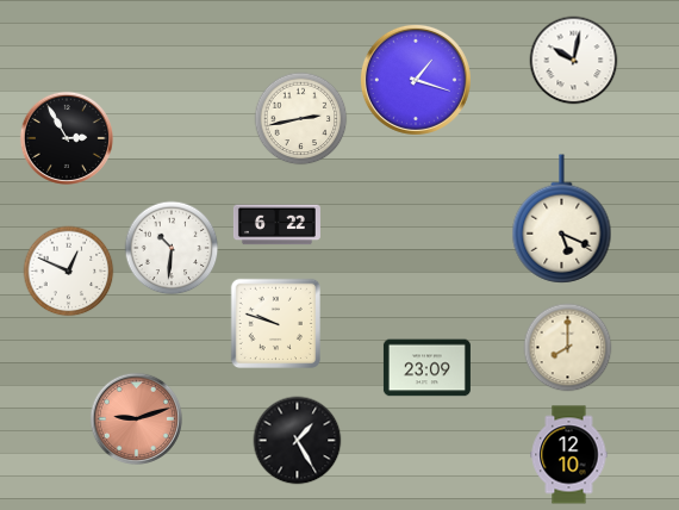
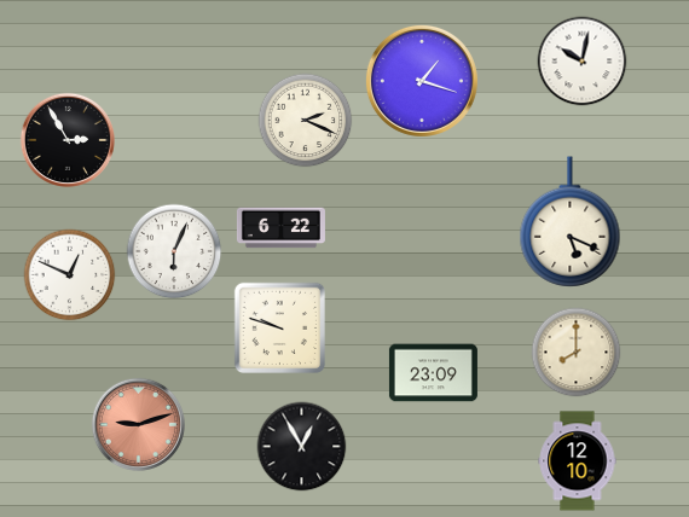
clock at (301, 119): 2:43 -> 2:19
clock at (172, 248): 10:31 -> 6:04
clock at (298, 441): 1:25 -> 12:55
